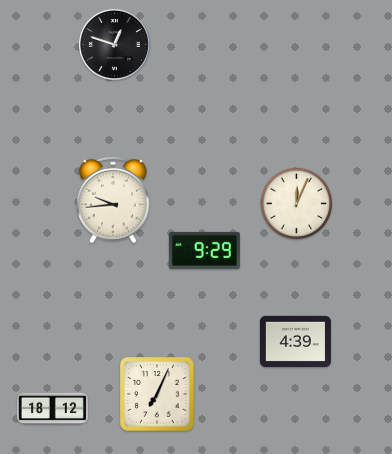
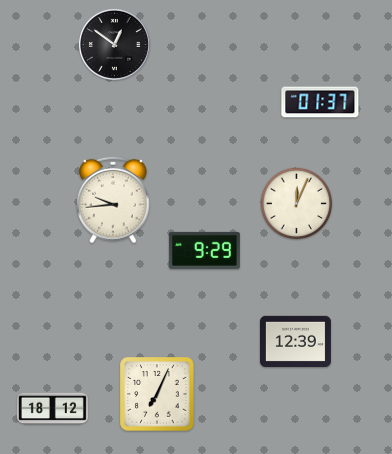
clock at (114, 44): 12:48 -> 12:51
clock at (320, 102): none -> 01:37
clock at (295, 341): 4:39 -> 12:39
